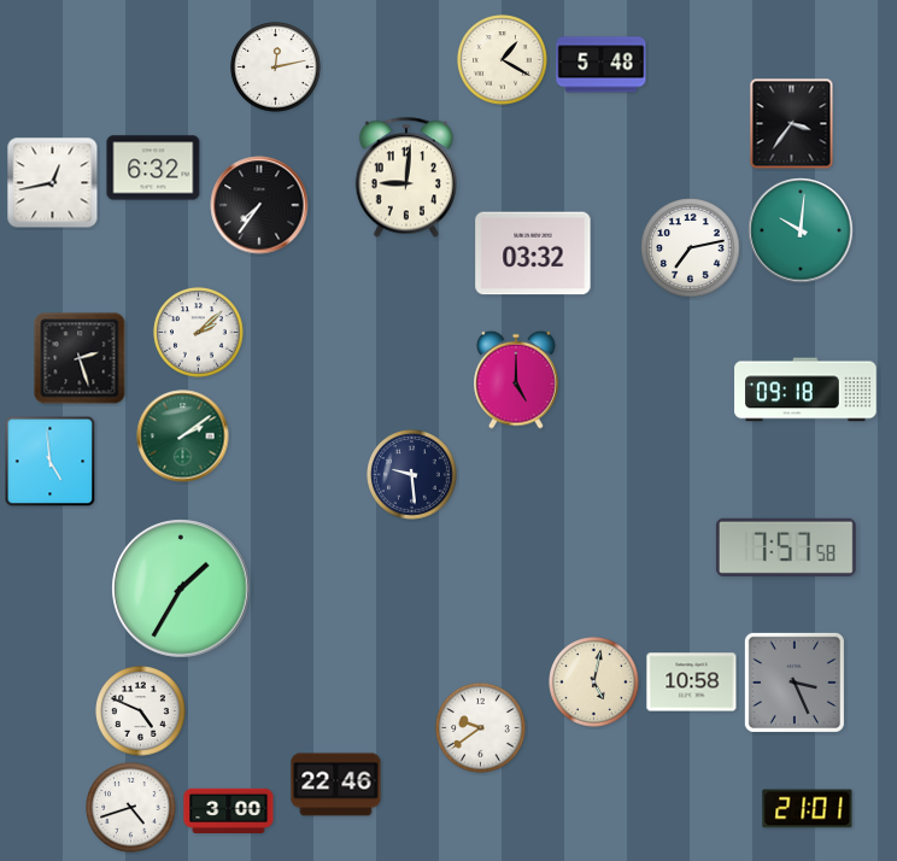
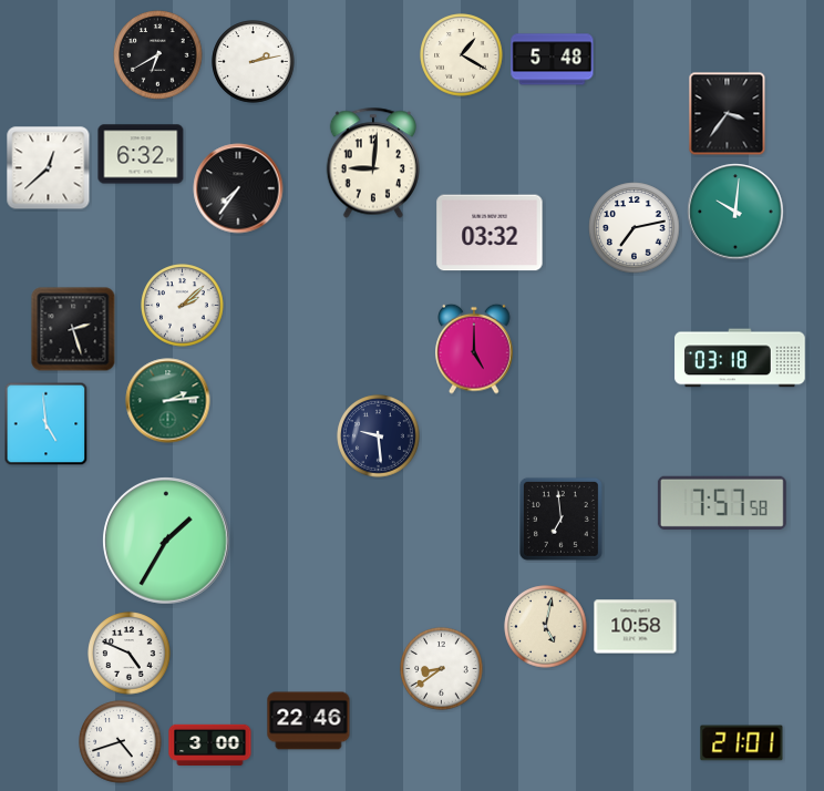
clock at (158, 55): none -> 6:40
clock at (276, 68): 12:13 -> 2:13
clock at (53, 183): 12:43 -> 12:38
clock at (805, 389): 09:18 -> 03:18
clock at (183, 437): 2:09 -> 2:14
clock at (560, 518): none -> 6:59
clock at (795, 683): 3:26 -> none
clock at (481, 728): 9:39 -> 8:39
